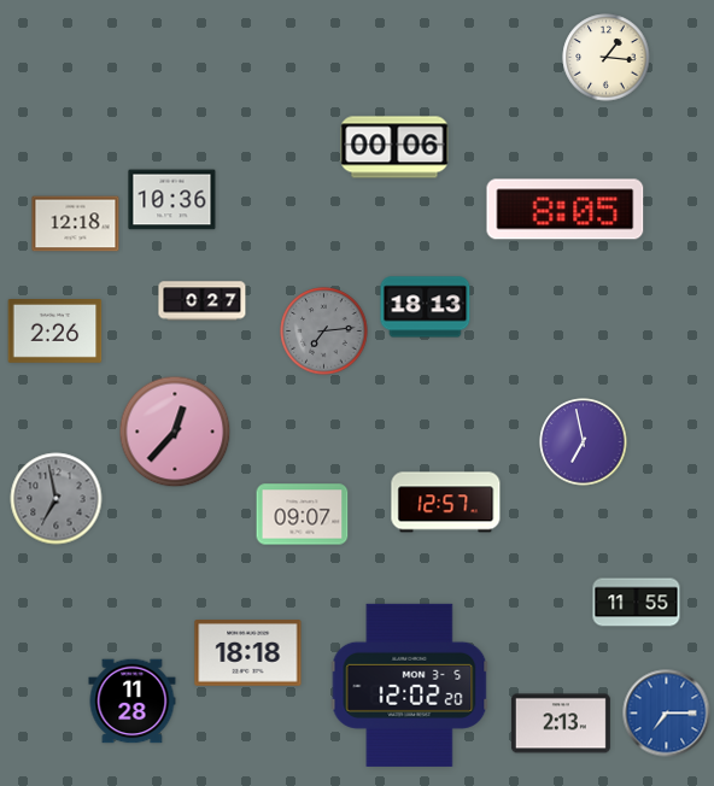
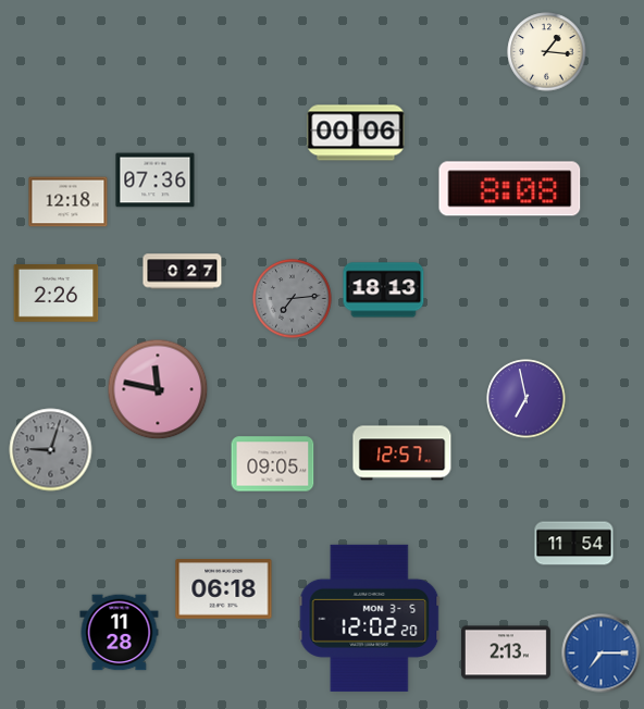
clock at (172, 200): 10:36 -> 07:36
clock at (566, 210): 8:05 -> 8:08
clock at (426, 307) position: (426, 307) -> (384, 290)
clock at (55, 332) position: (55, 332) -> (57, 294)
clock at (175, 432): 12:37 -> 11:47
clock at (57, 499): 6:58 -> 9:03
clock at (303, 515): 09:07 -> 09:05
clock at (637, 603): 11:55 -> 11:54
clock at (248, 653): 18:18 -> 06:18
clock at (667, 714) position: (667, 714) -> (602, 654)
